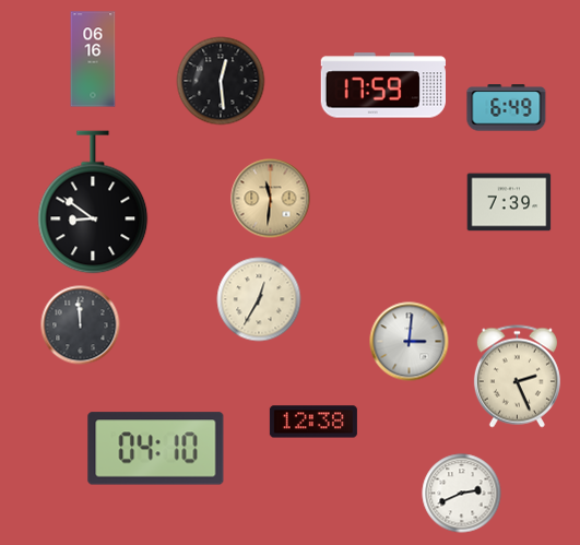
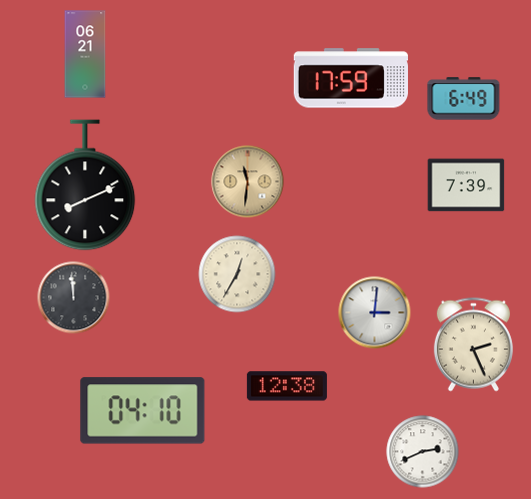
clock at (93, 59): 06:16 -> 06:21
clock at (221, 81): 12:29 -> none
clock at (93, 202): 8:51 -> 8:11
